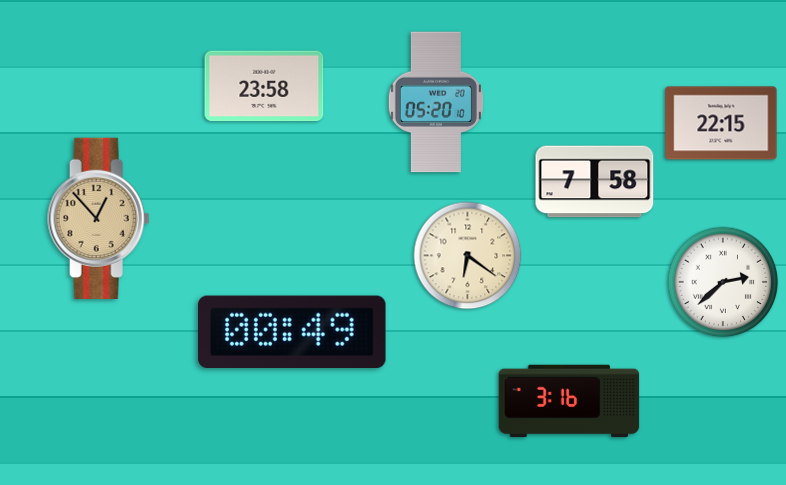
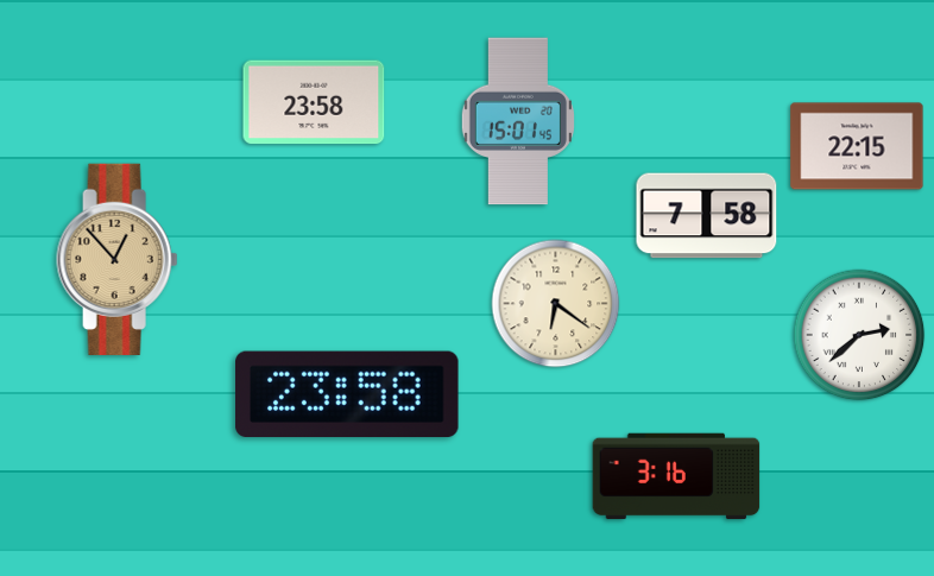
clock at (436, 102): 05:20 -> 15:01
clock at (292, 332): 00:49 -> 23:58
